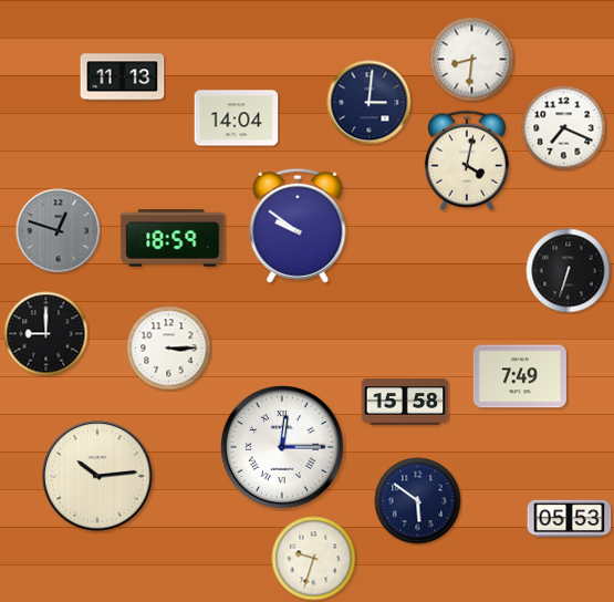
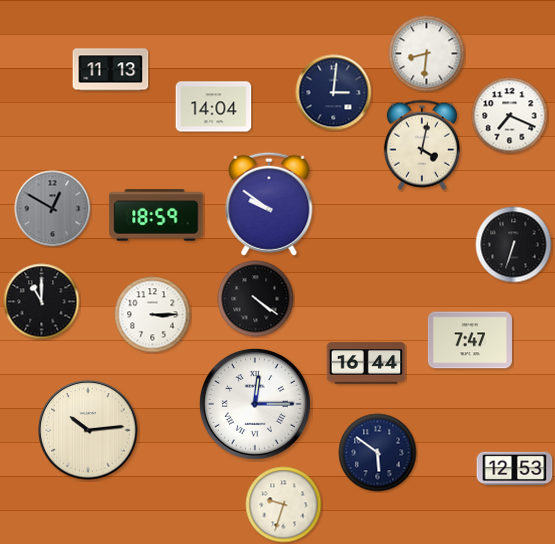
clock at (59, 231): 12:48 -> 12:50
clock at (256, 299): none -> 4:21
clock at (46, 334): 9:00 -> 11:00
clock at (520, 376): 7:49 -> 7:47
clock at (405, 402): 15:58 -> 16:44
clock at (570, 519): 05:53 -> 12:53
